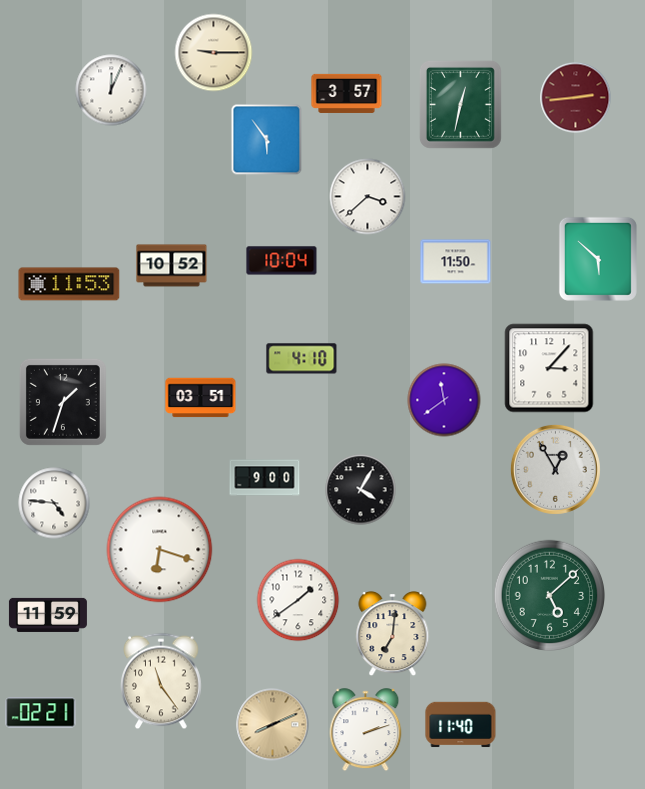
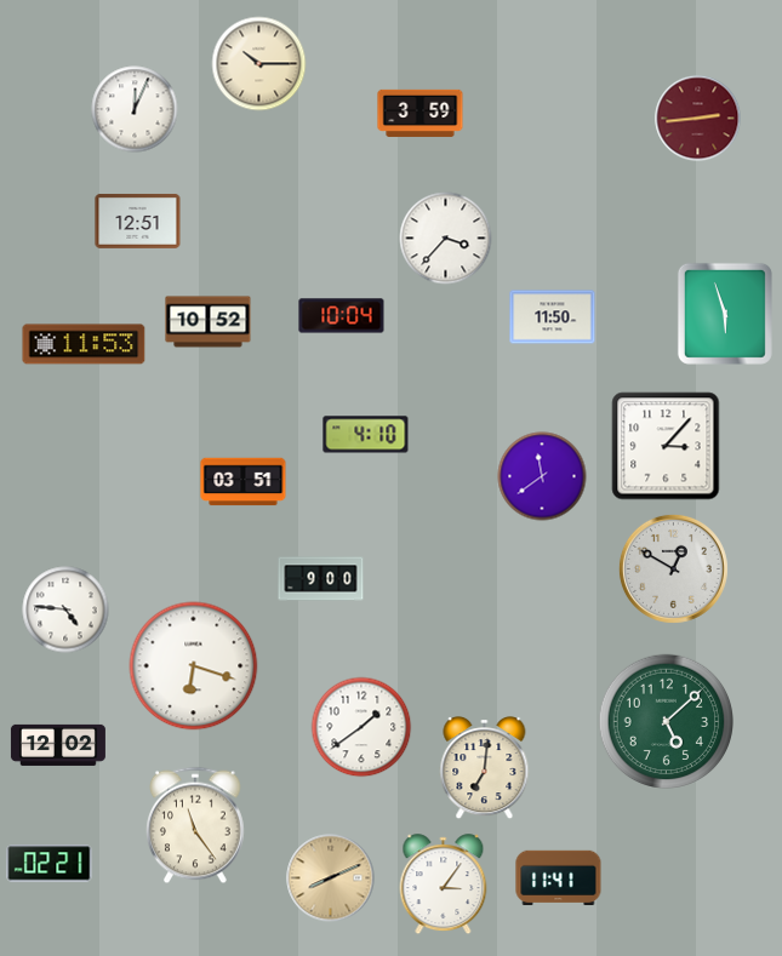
clock at (214, 53): 9:15 -> 10:15
clock at (347, 93): 3:57 -> 3:59
clock at (460, 104): 12:32 -> none
clock at (267, 140): 5:54 -> none
clock at (138, 221): none -> 12:51
clock at (368, 197): 3:38 -> 3:37
clock at (598, 259): 5:52 -> 5:57
clock at (444, 400) position: (444, 400) -> (542, 476)
clock at (63, 402): 1:33 -> none
clock at (555, 469): 12:55 -> 12:50
clock at (361, 490): 4:05 -> none
clock at (48, 615): 11:59 -> 12:02
clock at (393, 635) position: (393, 635) -> (485, 769)
clock at (461, 725): 11:40 -> 11:41
clock at (366, 730): 2:12 -> 3:06
